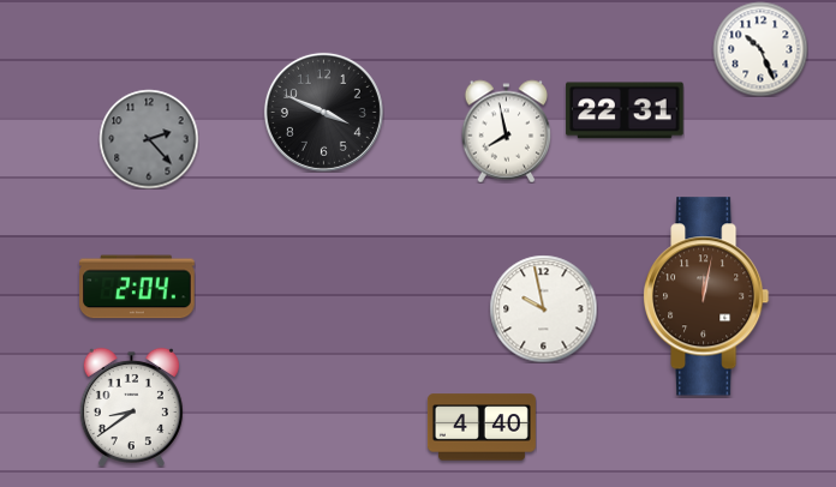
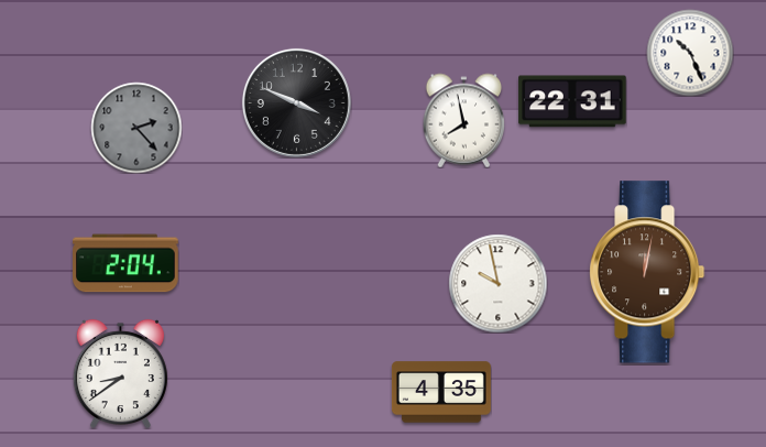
clock at (760, 49) position: (760, 49) -> (690, 53)
clock at (482, 427): 4:40 -> 4:35
